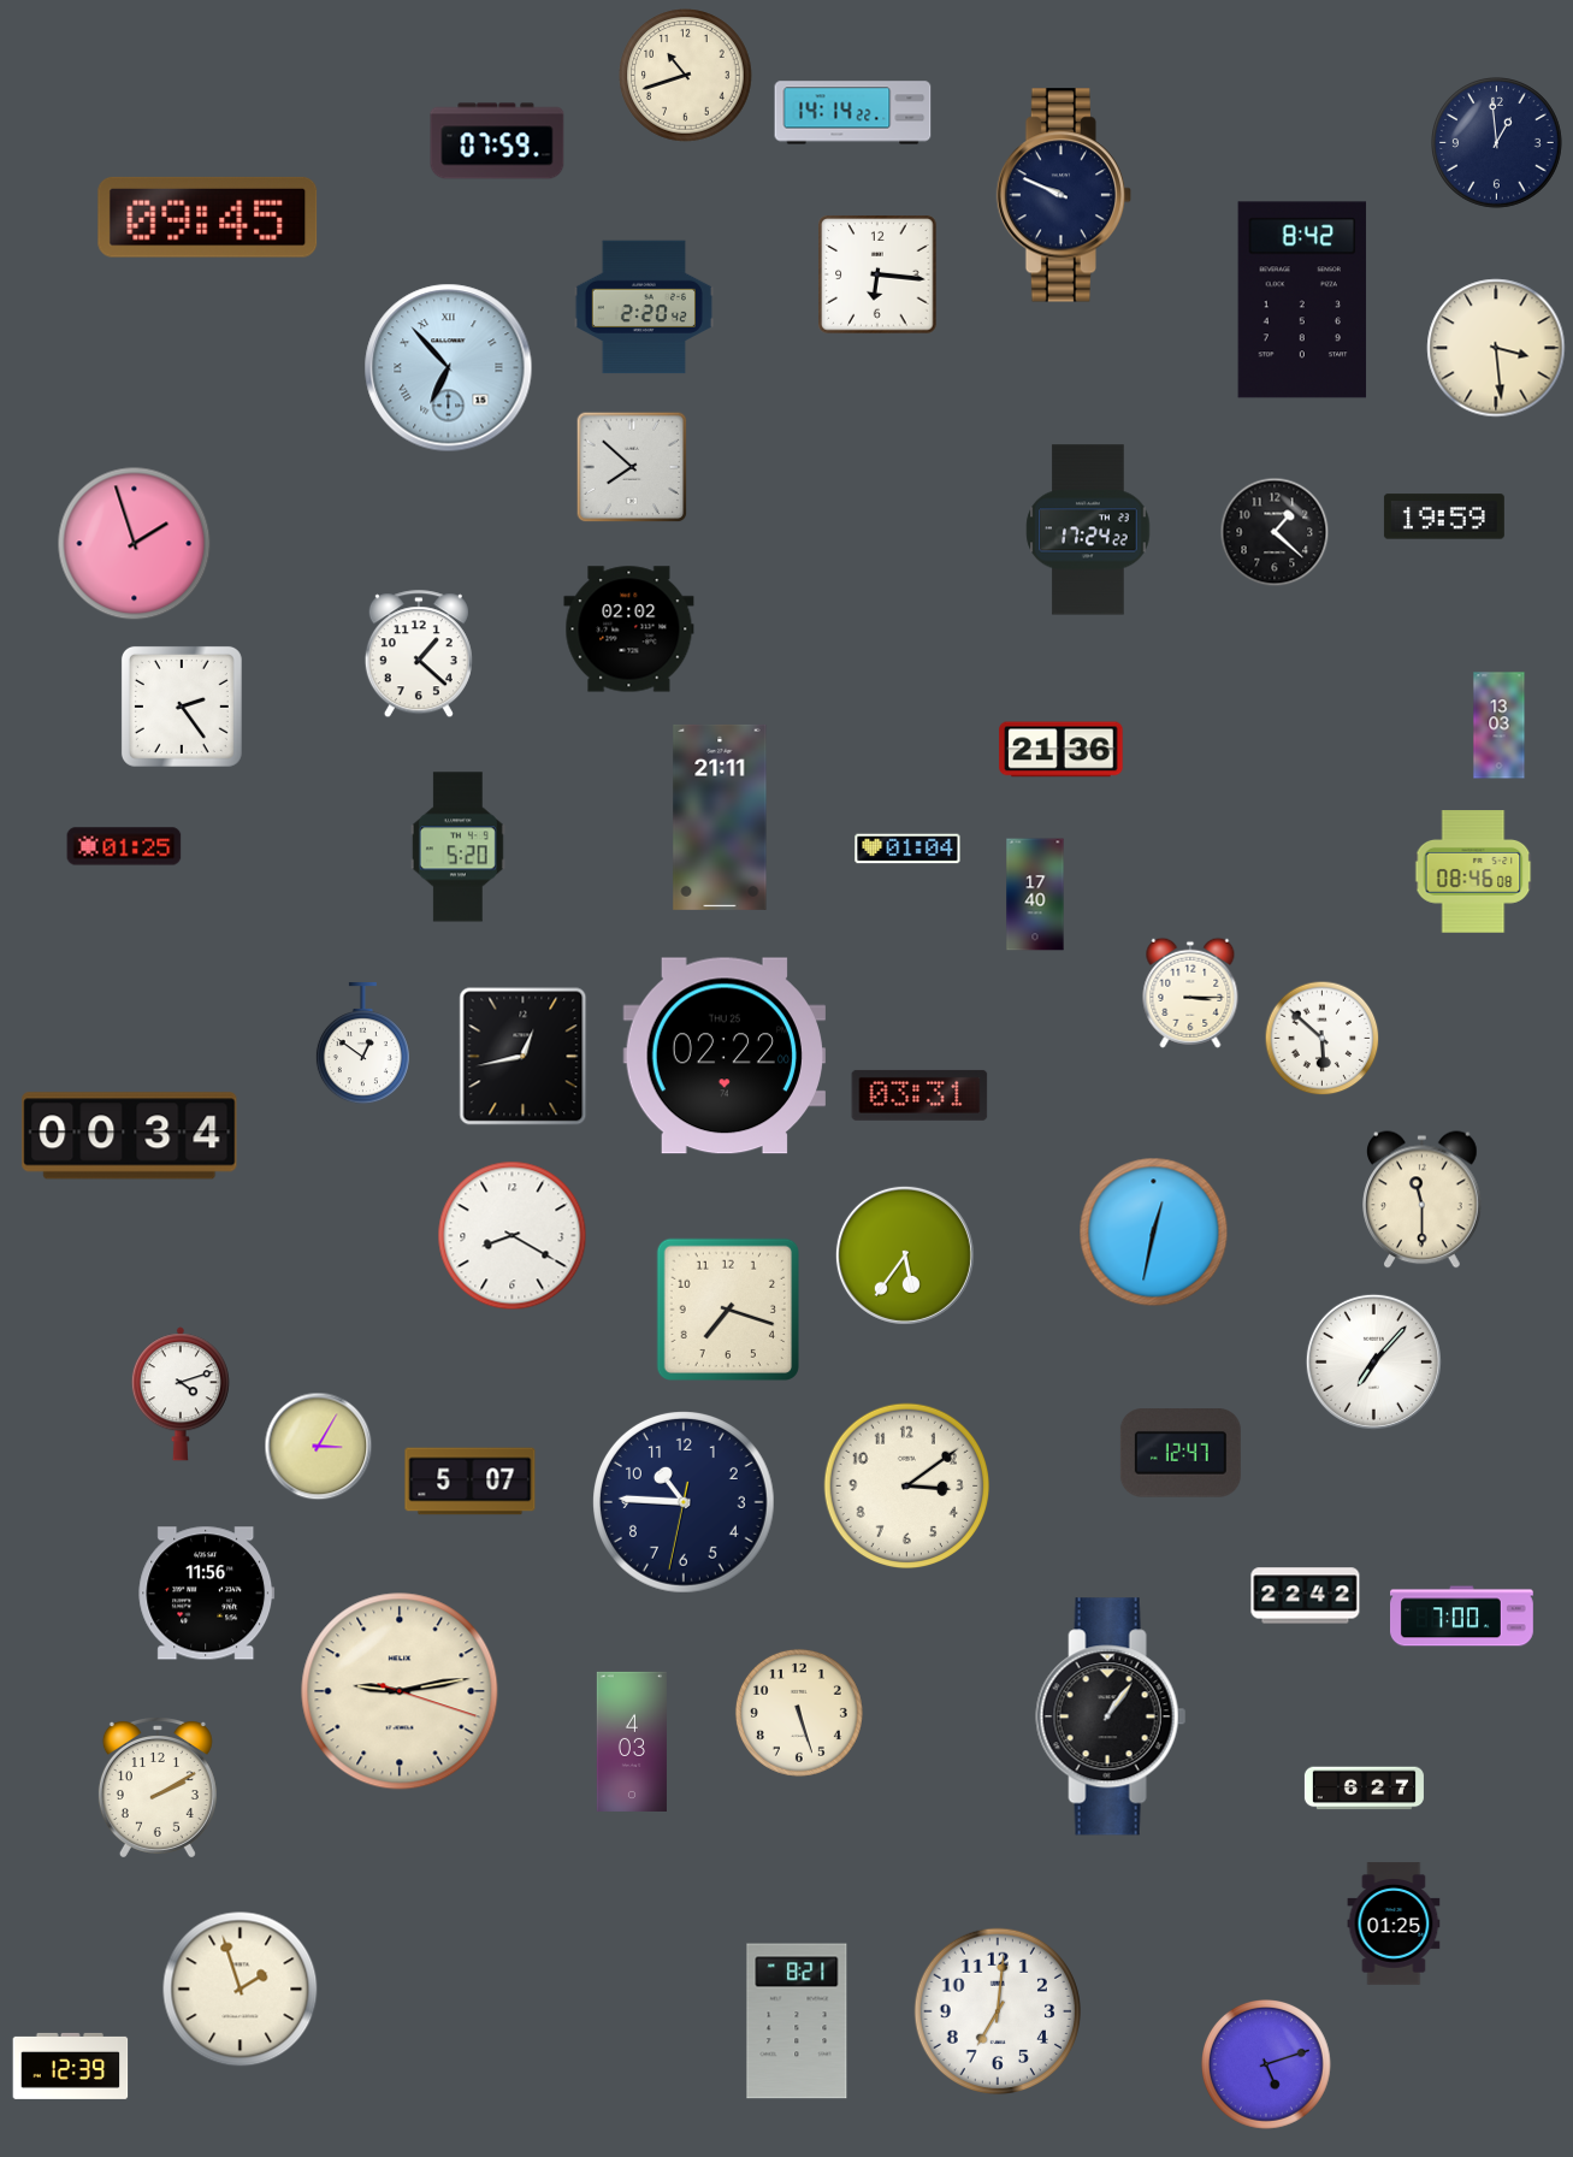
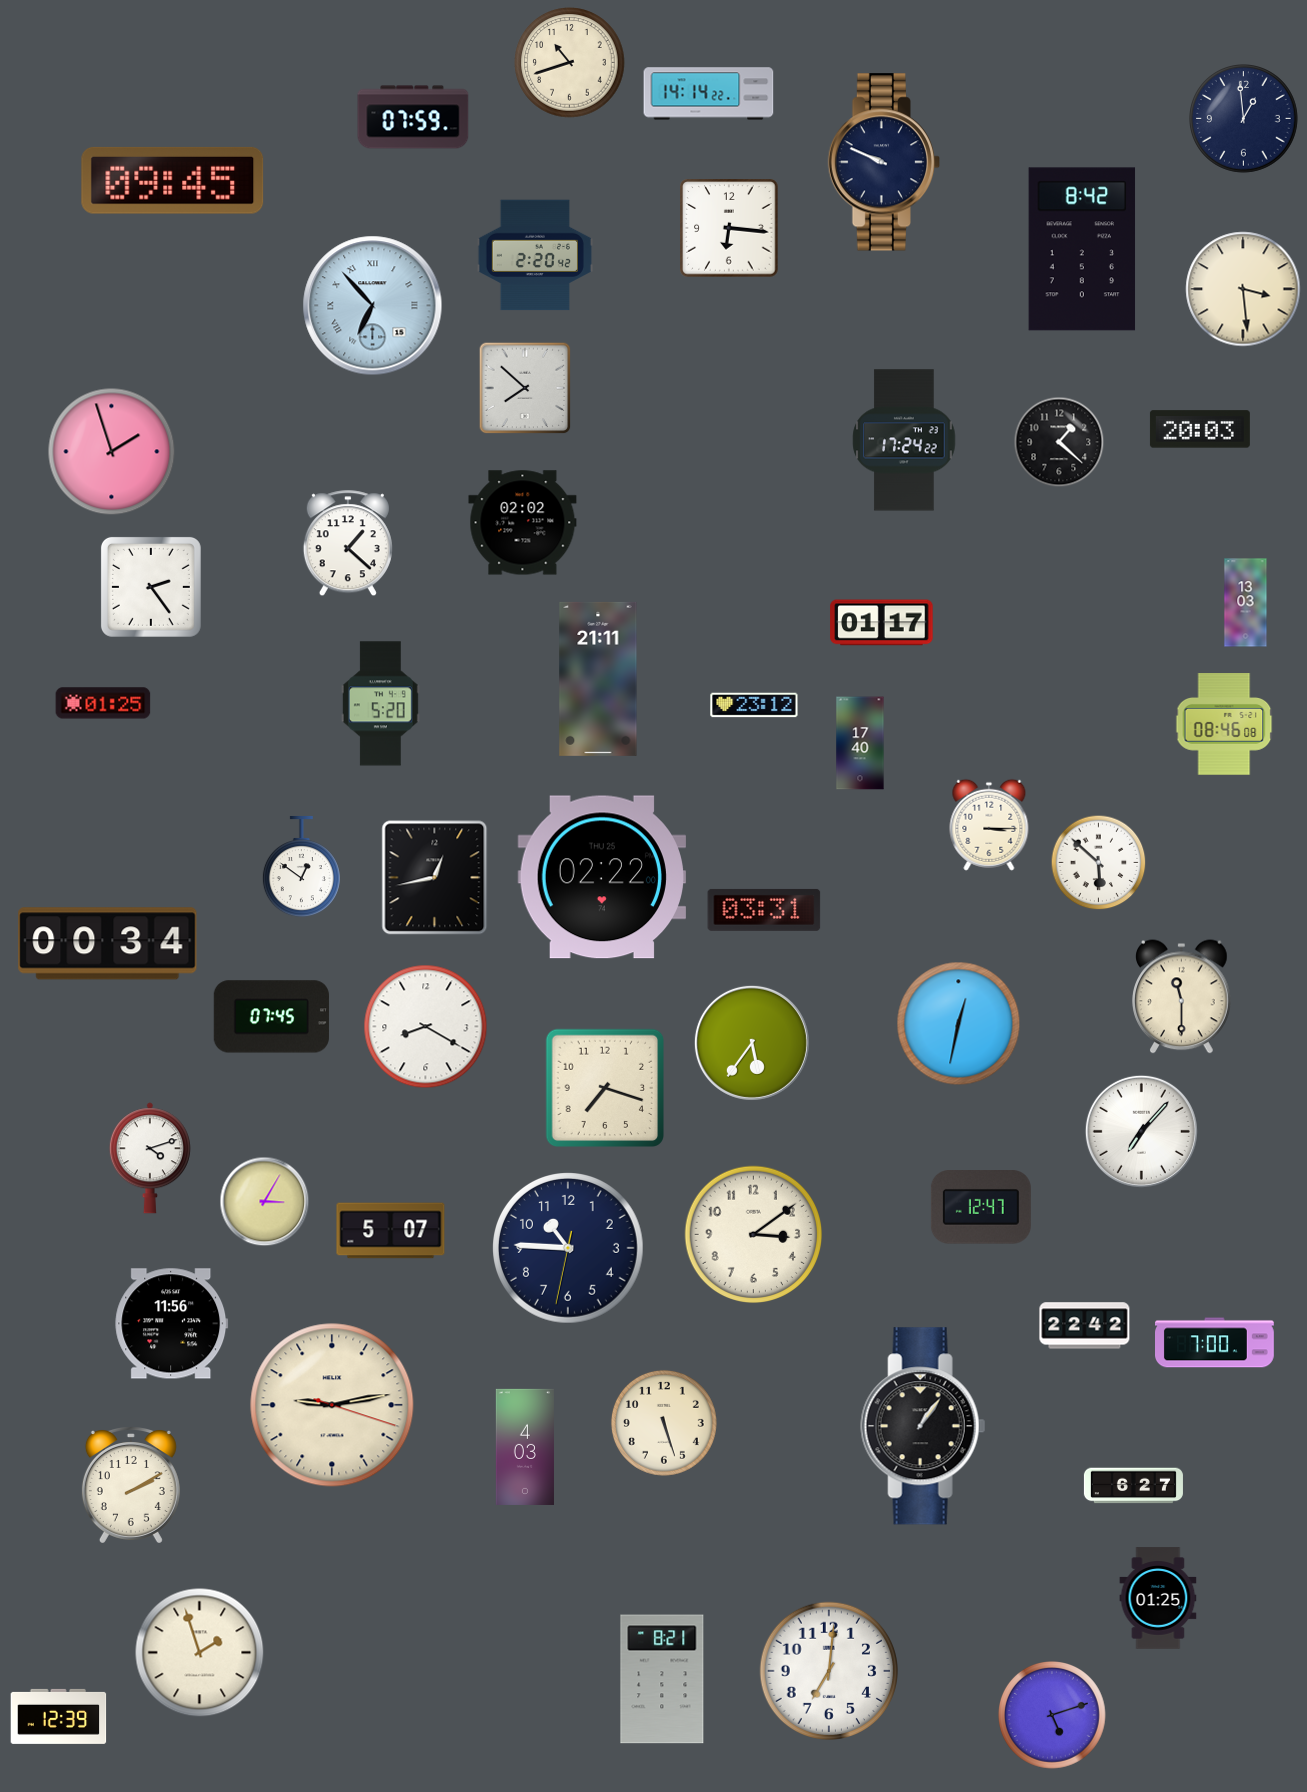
clock at (1444, 516): 19:59 -> 20:03
clock at (1062, 750): 21:36 -> 01:17
clock at (907, 849): 01:04 -> 23:12
clock at (271, 1017): none -> 07:45
